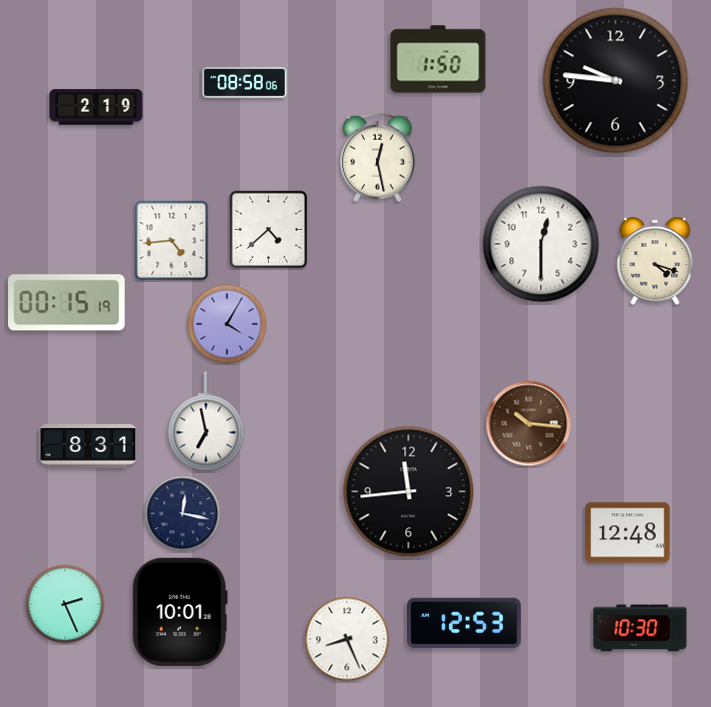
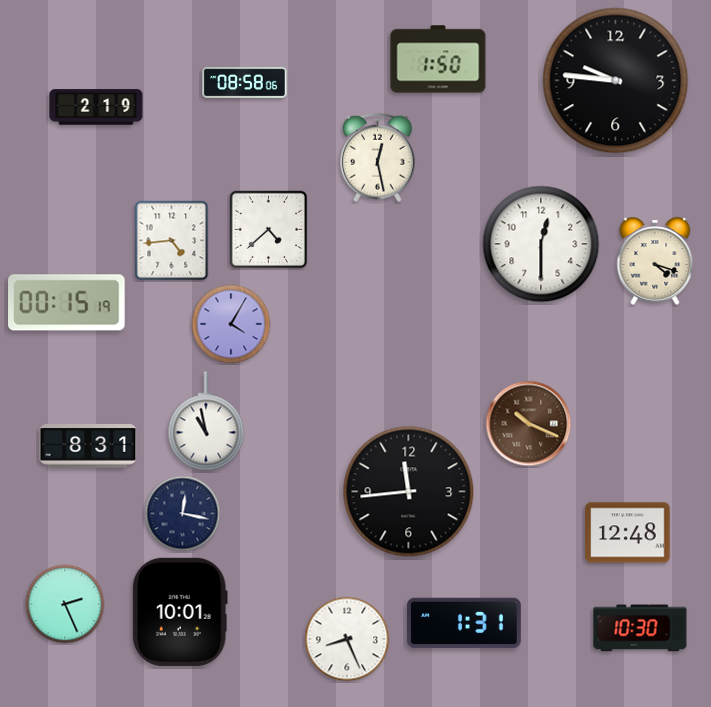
clock at (227, 324) position: (227, 324) -> (231, 324)
clock at (206, 421): 6:58 -> 10:58
clock at (529, 424): 10:16 -> 10:19
clock at (465, 623): 12:53 -> 1:31
